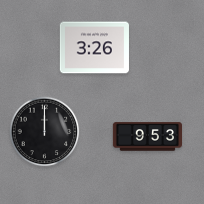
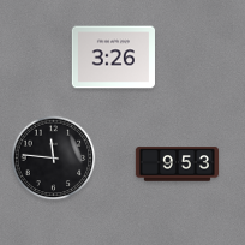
clock at (45, 132): 12:00 -> 11:46
